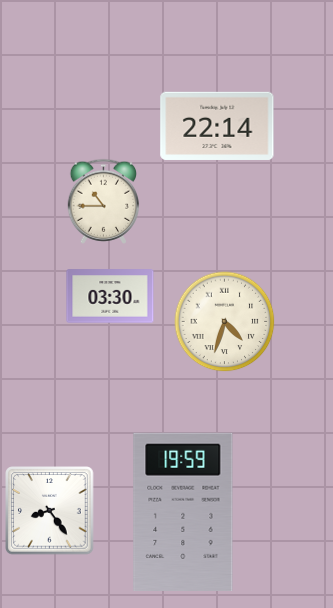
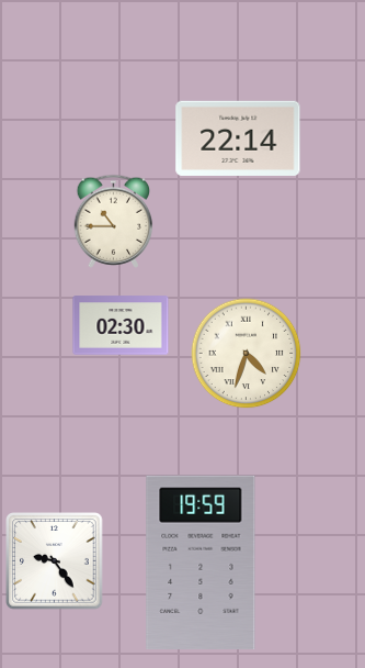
clock at (110, 296): 03:30 -> 02:30
clock at (50, 511): 8:24 -> 9:24
